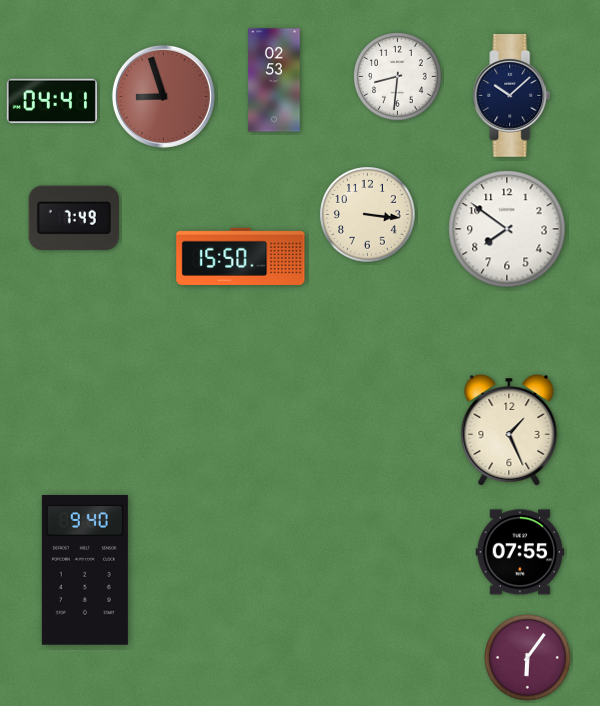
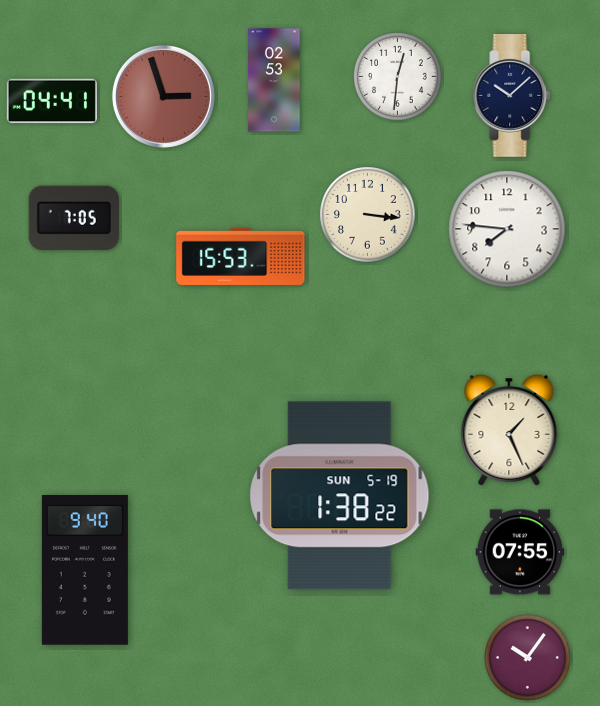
clock at (398, 77): 8:31 -> 12:31
clock at (163, 96): 8:57 -> 2:57
clock at (74, 218): 7:49 -> 7:05
clock at (507, 229): 7:51 -> 7:46
clock at (241, 256): 15:50 -> 15:53
clock at (340, 496): none -> 1:38
clock at (527, 657): 6:06 -> 10:06
